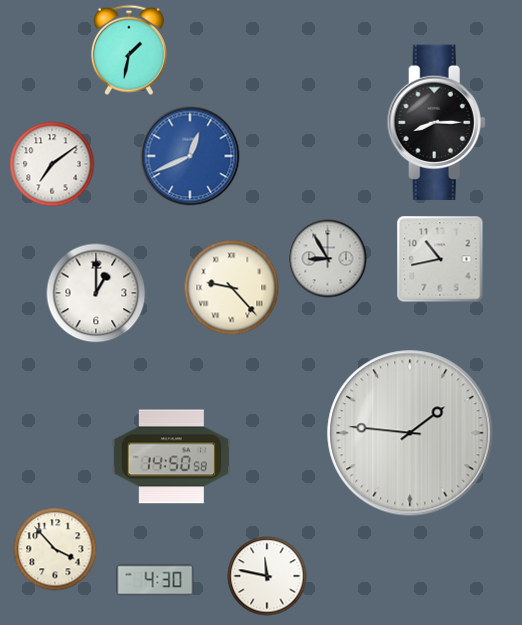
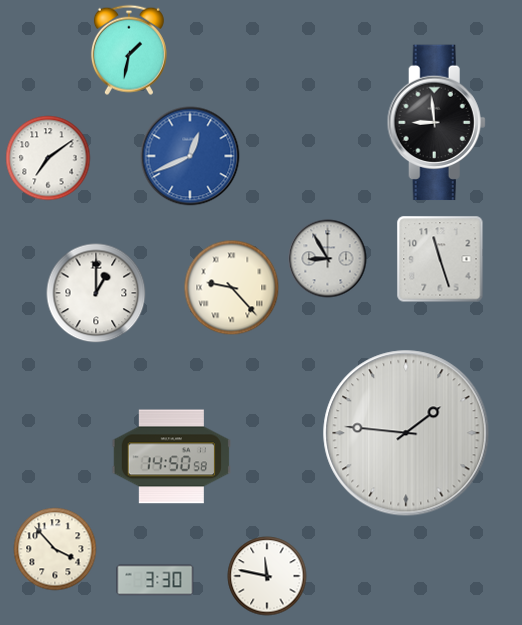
clock at (436, 123): 8:15 -> 8:59
clock at (52, 164) position: (52, 164) -> (48, 158)
clock at (440, 259): 10:43 -> 11:27
clock at (410, 433) position: (410, 433) -> (406, 433)
clock at (155, 580): 4:30 -> 3:30
